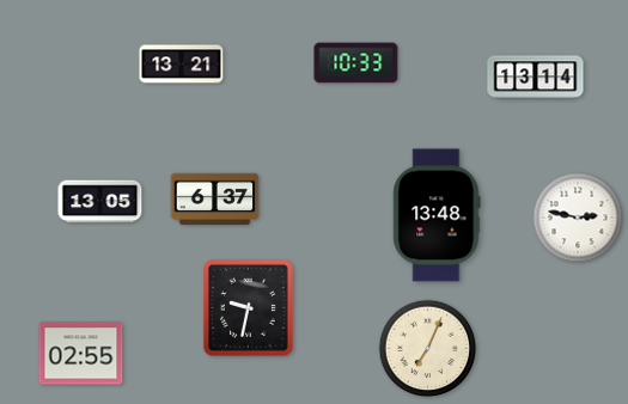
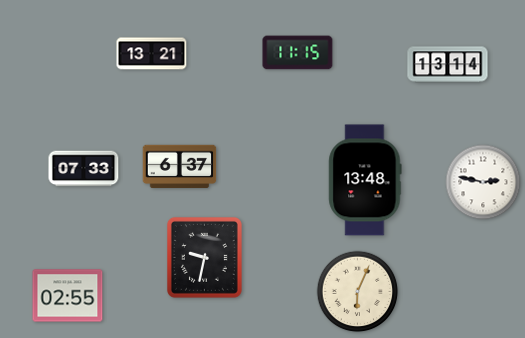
clock at (356, 63): 10:33 -> 11:15
clock at (100, 202): 13:05 -> 07:33
clock at (248, 307) position: (248, 307) -> (204, 257)
clock at (428, 349): 7:04 -> 6:04
